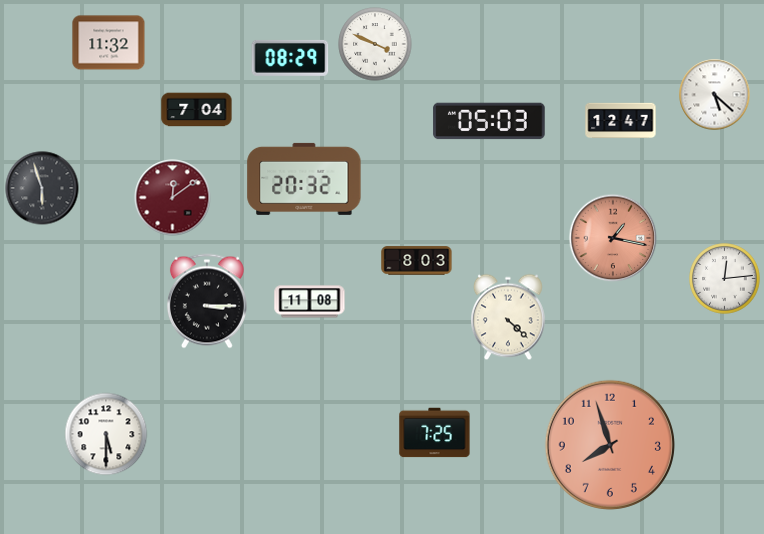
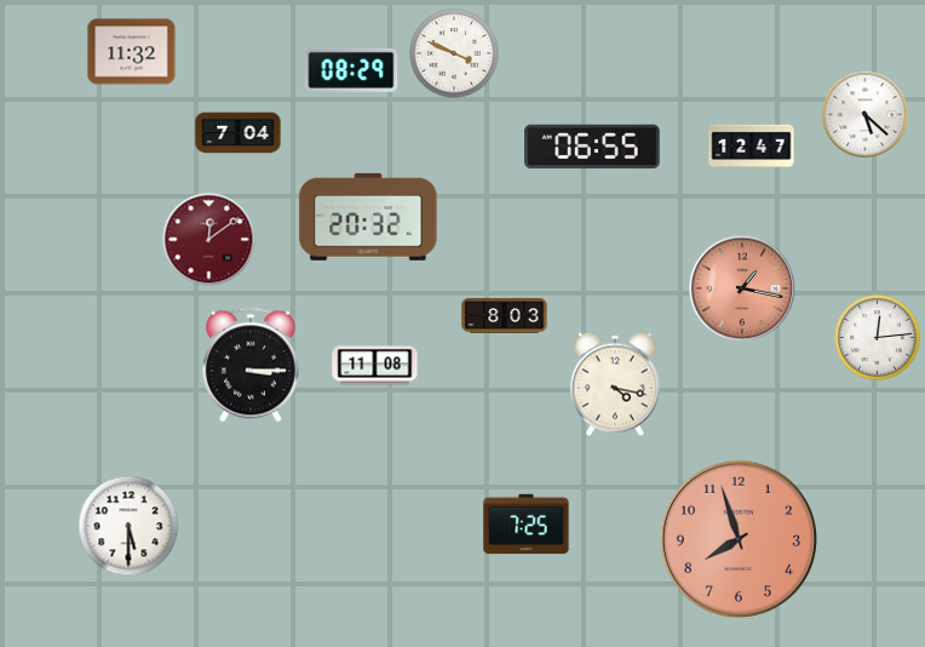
clock at (489, 121): 05:03 -> 06:55
clock at (42, 188): 5:57 -> none
clock at (509, 317): 4:22 -> 4:17
